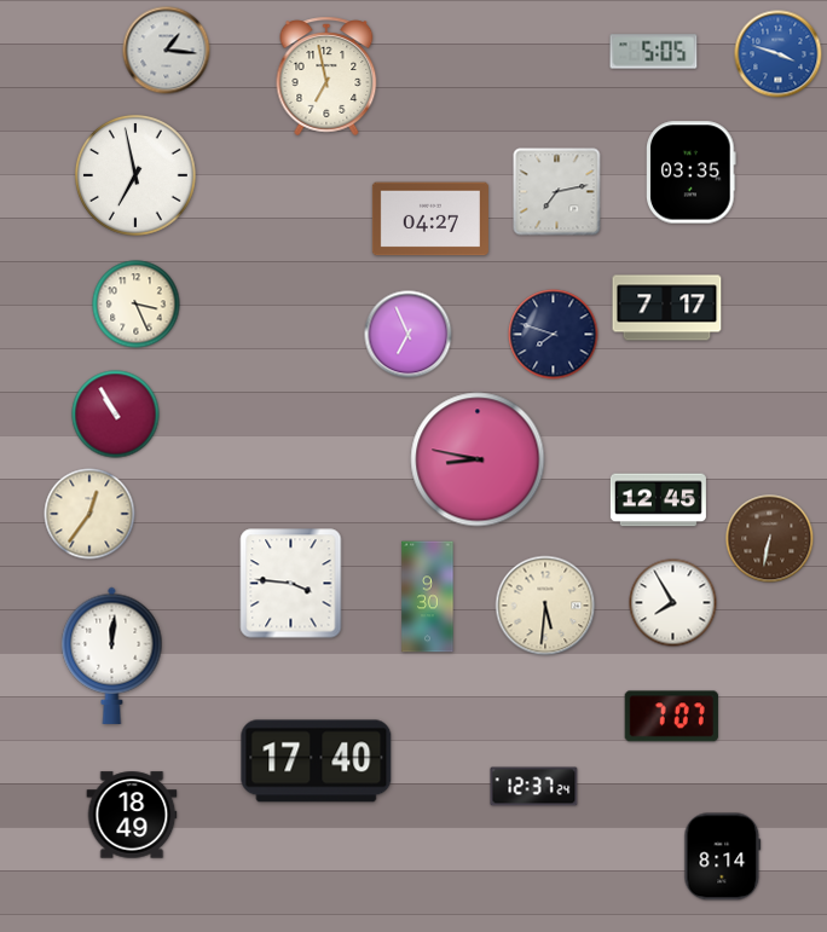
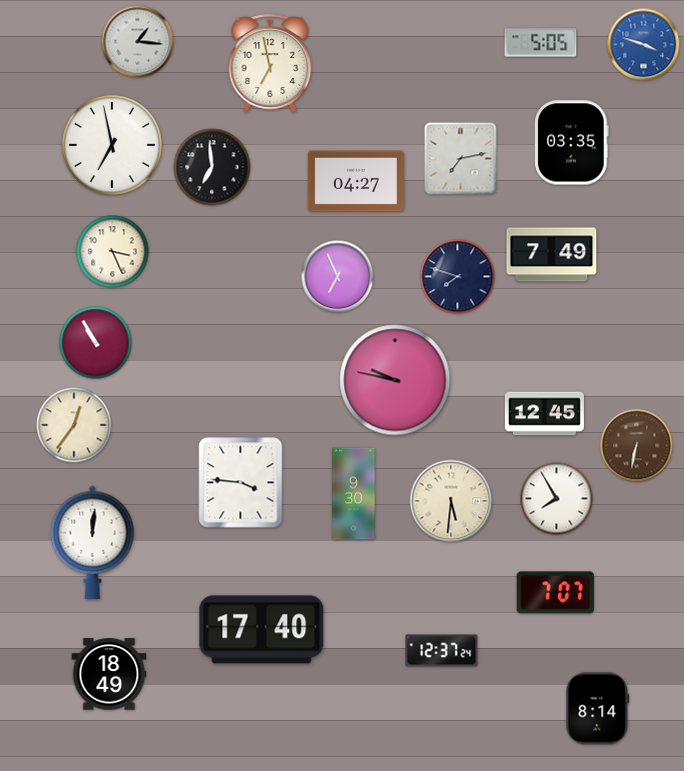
clock at (212, 167): none -> 6:59
clock at (667, 308): 7:17 -> 7:49
clock at (478, 459): 8:47 -> 9:47
